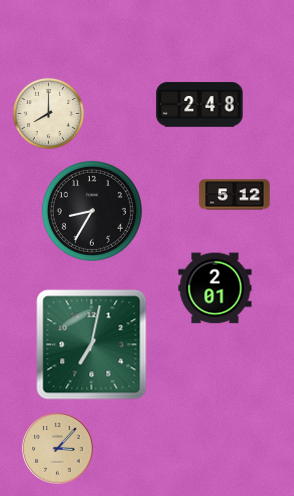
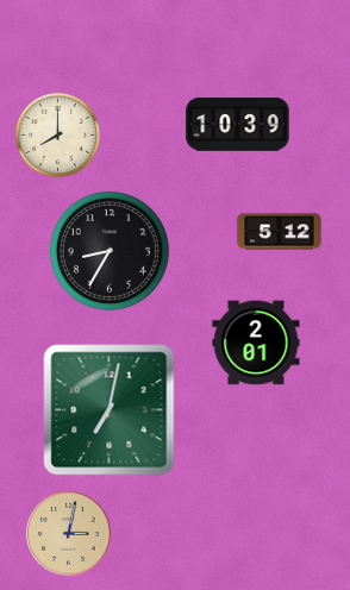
clock at (200, 105): 2:48 -> 10:39
clock at (58, 449): 3:07 -> 3:02
